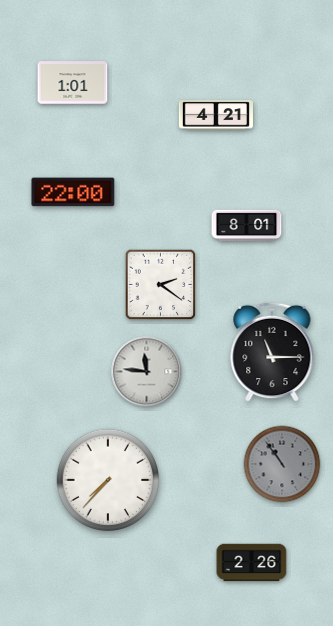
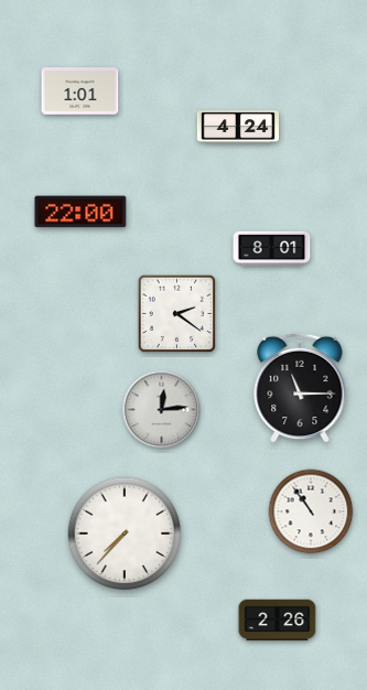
clock at (216, 115): 4:21 -> 4:24
clock at (147, 372): 11:46 -> 12:14
clock at (282, 464) dial: grey -> white
clock at (108, 480) position: (108, 480) -> (125, 533)
